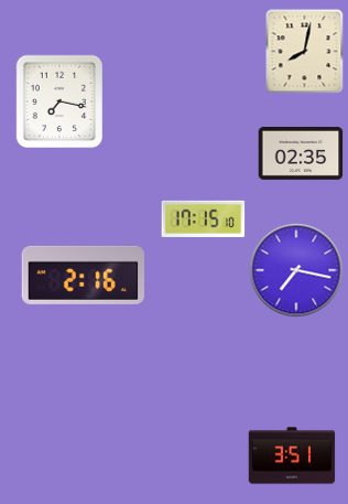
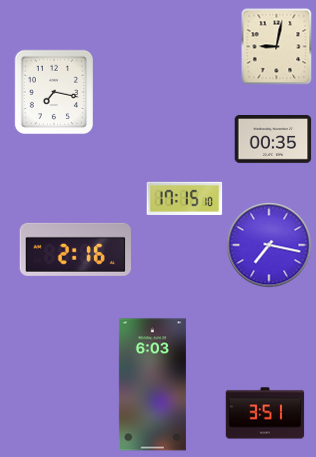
clock at (305, 52): 8:02 -> 9:02
clock at (301, 154): 02:35 -> 00:35
clock at (152, 385): none -> 6:03
